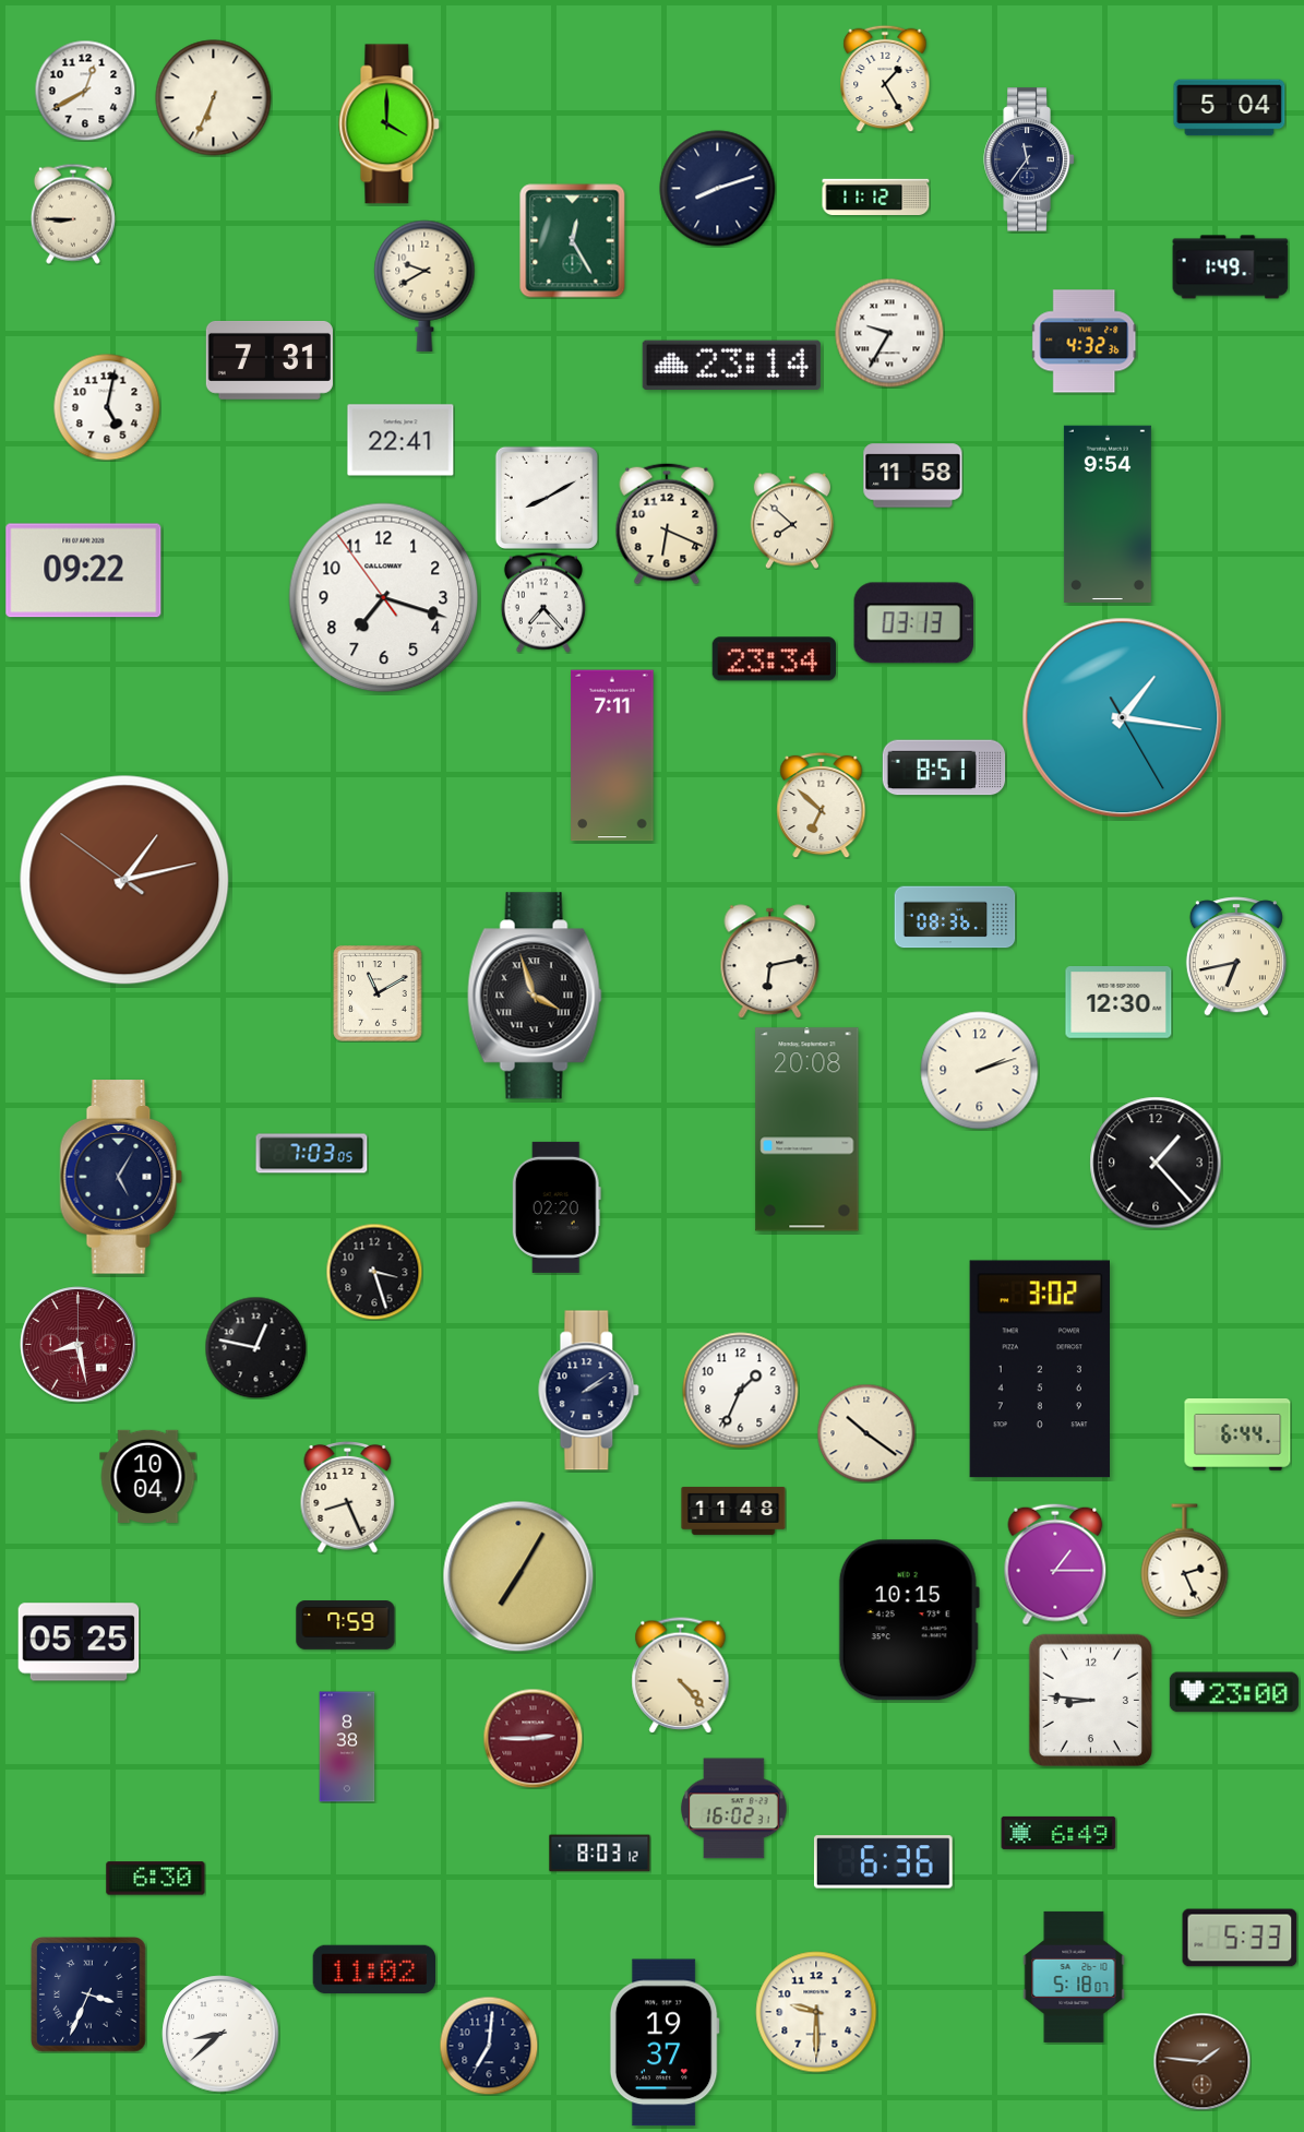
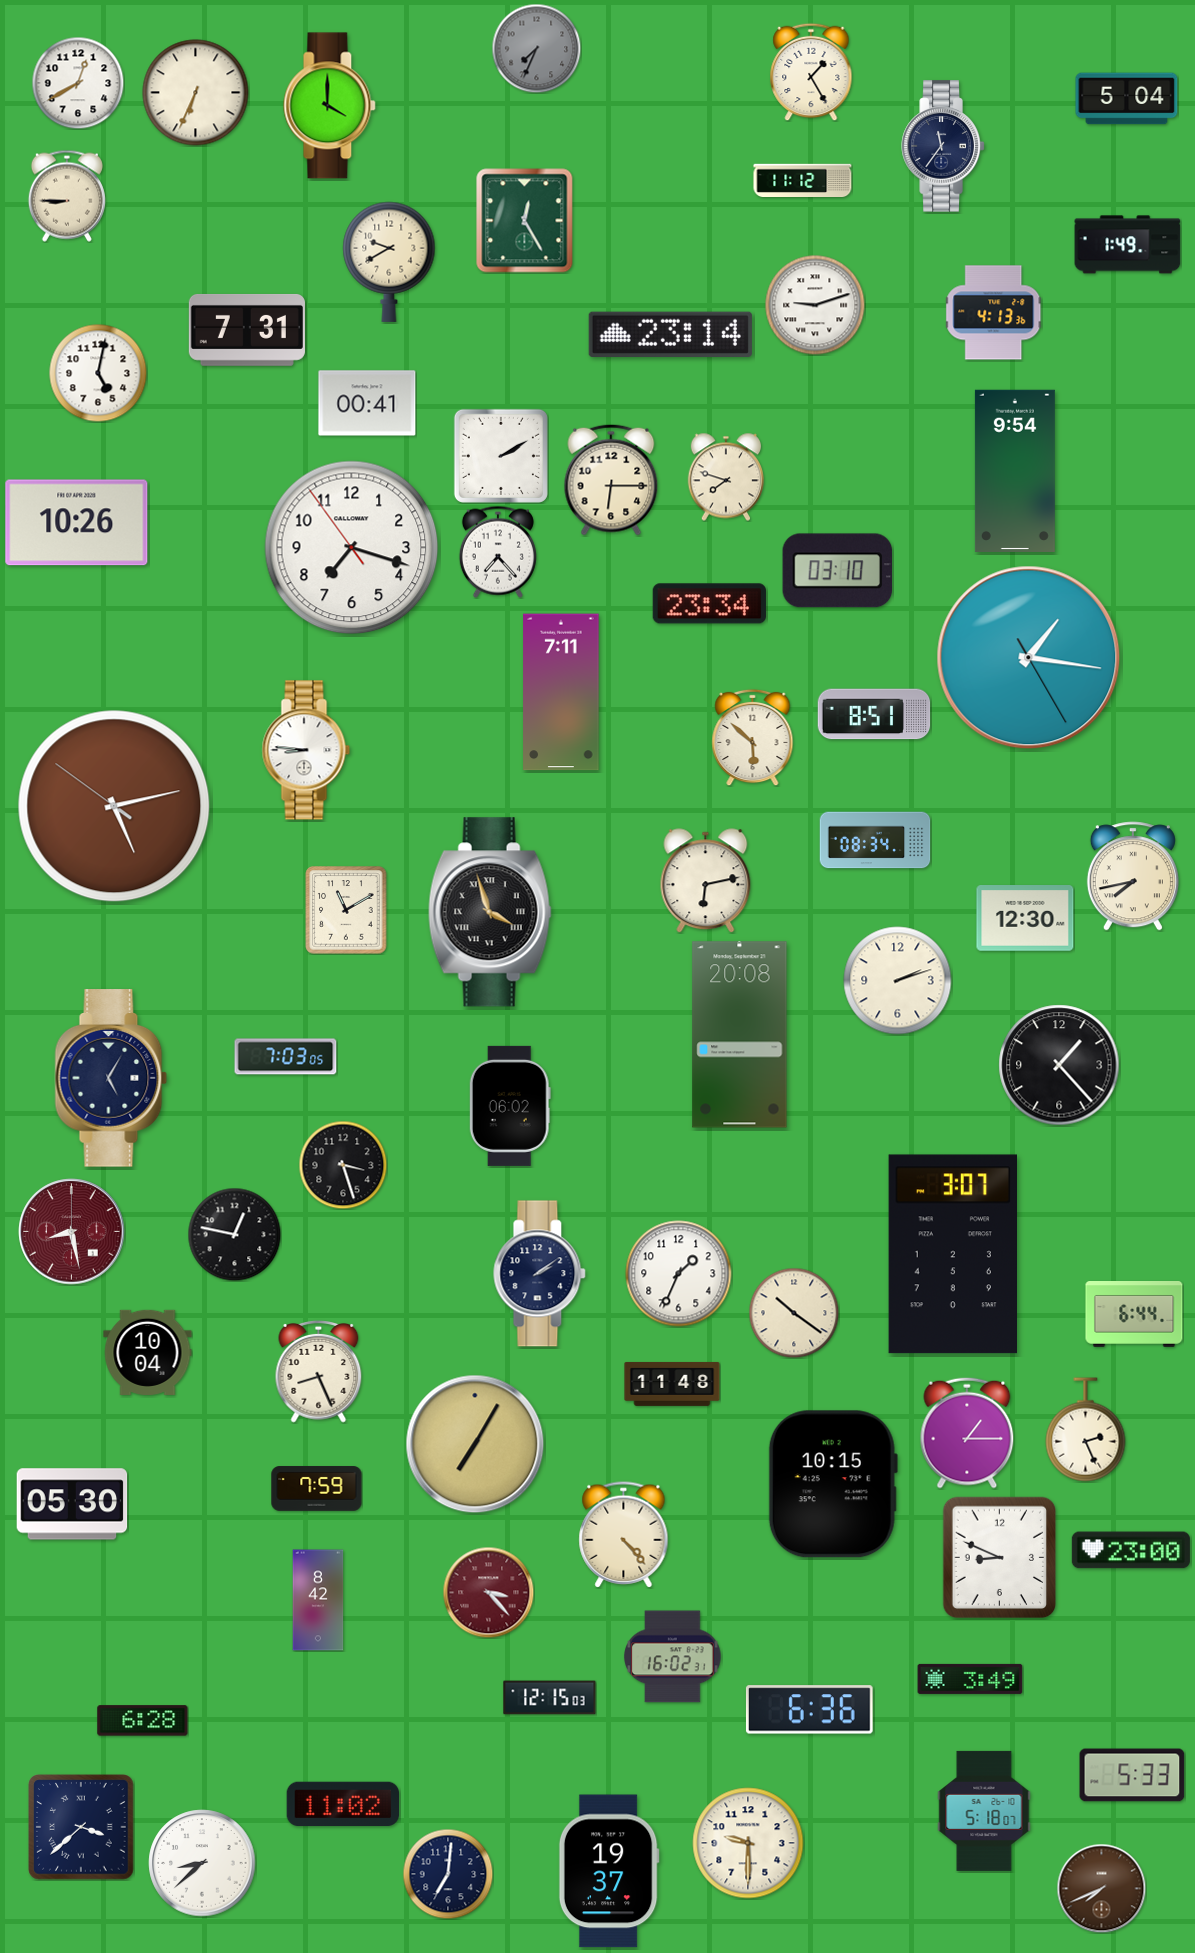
clock at (536, 48): none -> 7:34
clock at (214, 98) position: (214, 98) -> (196, 93)
clock at (390, 124) position: (390, 124) -> (330, 106)
clock at (718, 189): 8:12 -> none
clock at (889, 333): 9:35 -> 9:12
clock at (1085, 342): 4:32 -> 4:13
clock at (400, 440): 22:41 -> 00:41
clock at (913, 476): 11:58 -> none
clock at (547, 498): 8:10 -> 2:10
clock at (792, 521): 7:52 -> 7:48
clock at (667, 524): 6:19 -> 6:15
clock at (84, 571): 09:22 -> 10:26
clock at (914, 623): 03:13 -> 03:10
clock at (944, 767) position: (944, 767) -> (874, 714)
clock at (822, 805): 6:52 -> 5:52
clock at (306, 750): none -> 8:46
clock at (124, 880): 1:12 -> 5:12
clock at (955, 917): 08:36 -> 08:34
clock at (1236, 956): 6:43 -> 7:43
clock at (557, 1207): 02:20 -> 06:02
clock at (1039, 1369): 3:02 -> 3:07
clock at (148, 1476) position: (148, 1476) -> (148, 1352)
clock at (79, 1642): 05:25 -> 05:30
clock at (1091, 1701): 8:46 -> 8:49
clock at (533, 1738): 2:45 -> 3:23
clock at (347, 1747): 8:38 -> 8:42
clock at (1058, 1833): 6:49 -> 3:49
clock at (600, 1854): 8:03 -> 12:15
clock at (883, 1862) position: (883, 1862) -> (809, 1710)
clock at (156, 1879): 6:30 -> 6:28
clock at (1240, 1938) position: (1240, 1938) -> (1132, 1775)
clock at (88, 1994): 3:34 -> 3:38
clock at (1201, 2061): 1:46 -> 7:41
